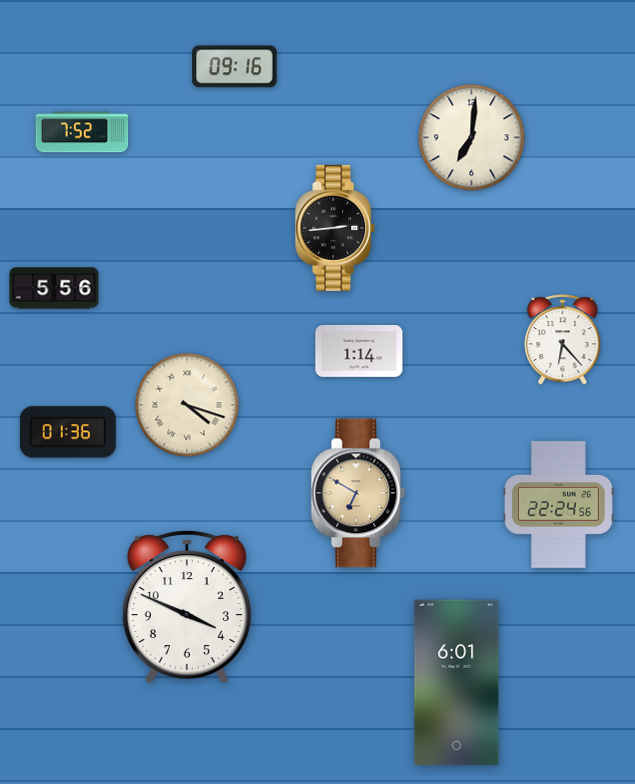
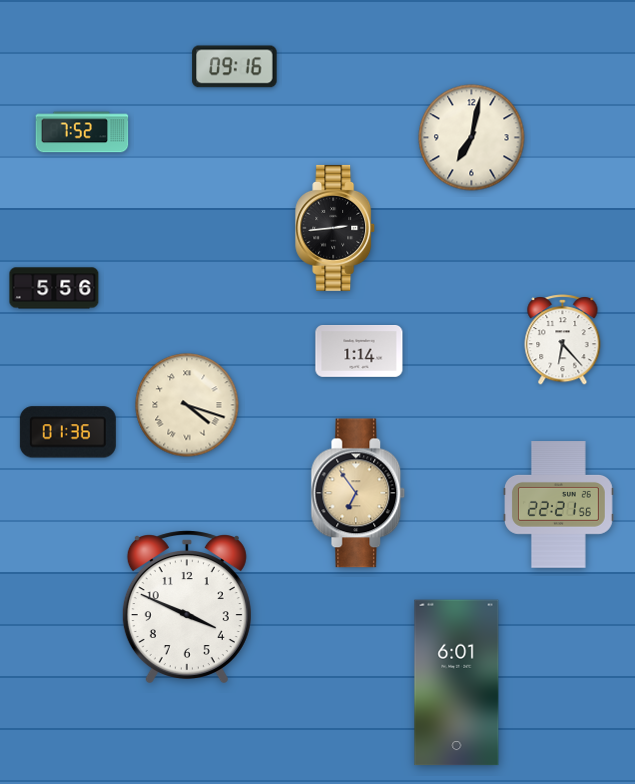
clock at (472, 138): 7:01 -> 7:02
clock at (358, 493): 6:50 -> 6:54
clock at (559, 505): 22:24 -> 22:21
